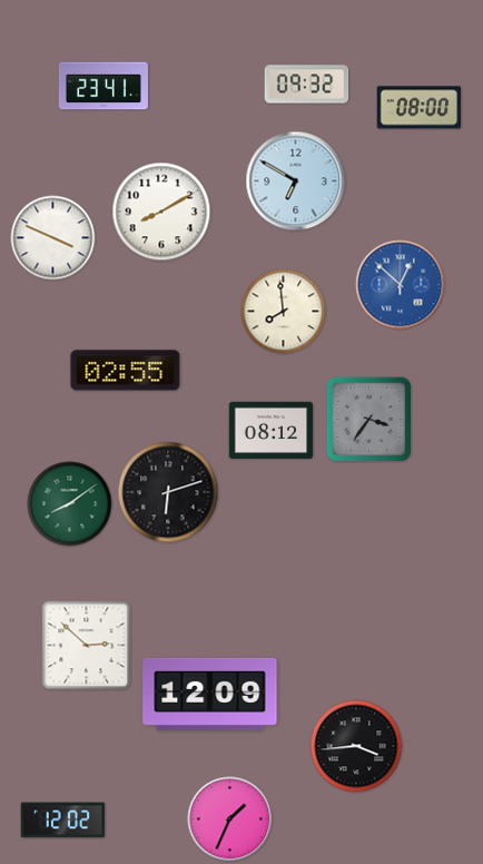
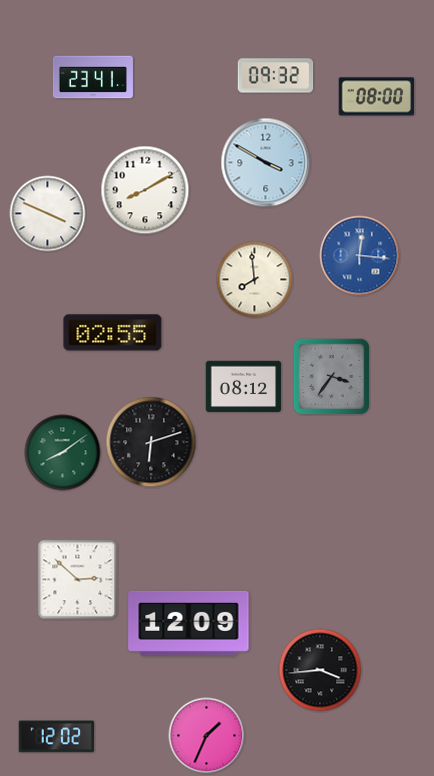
clock at (296, 181): 6:50 -> 3:50
clock at (401, 285): 12:52 -> 12:16
